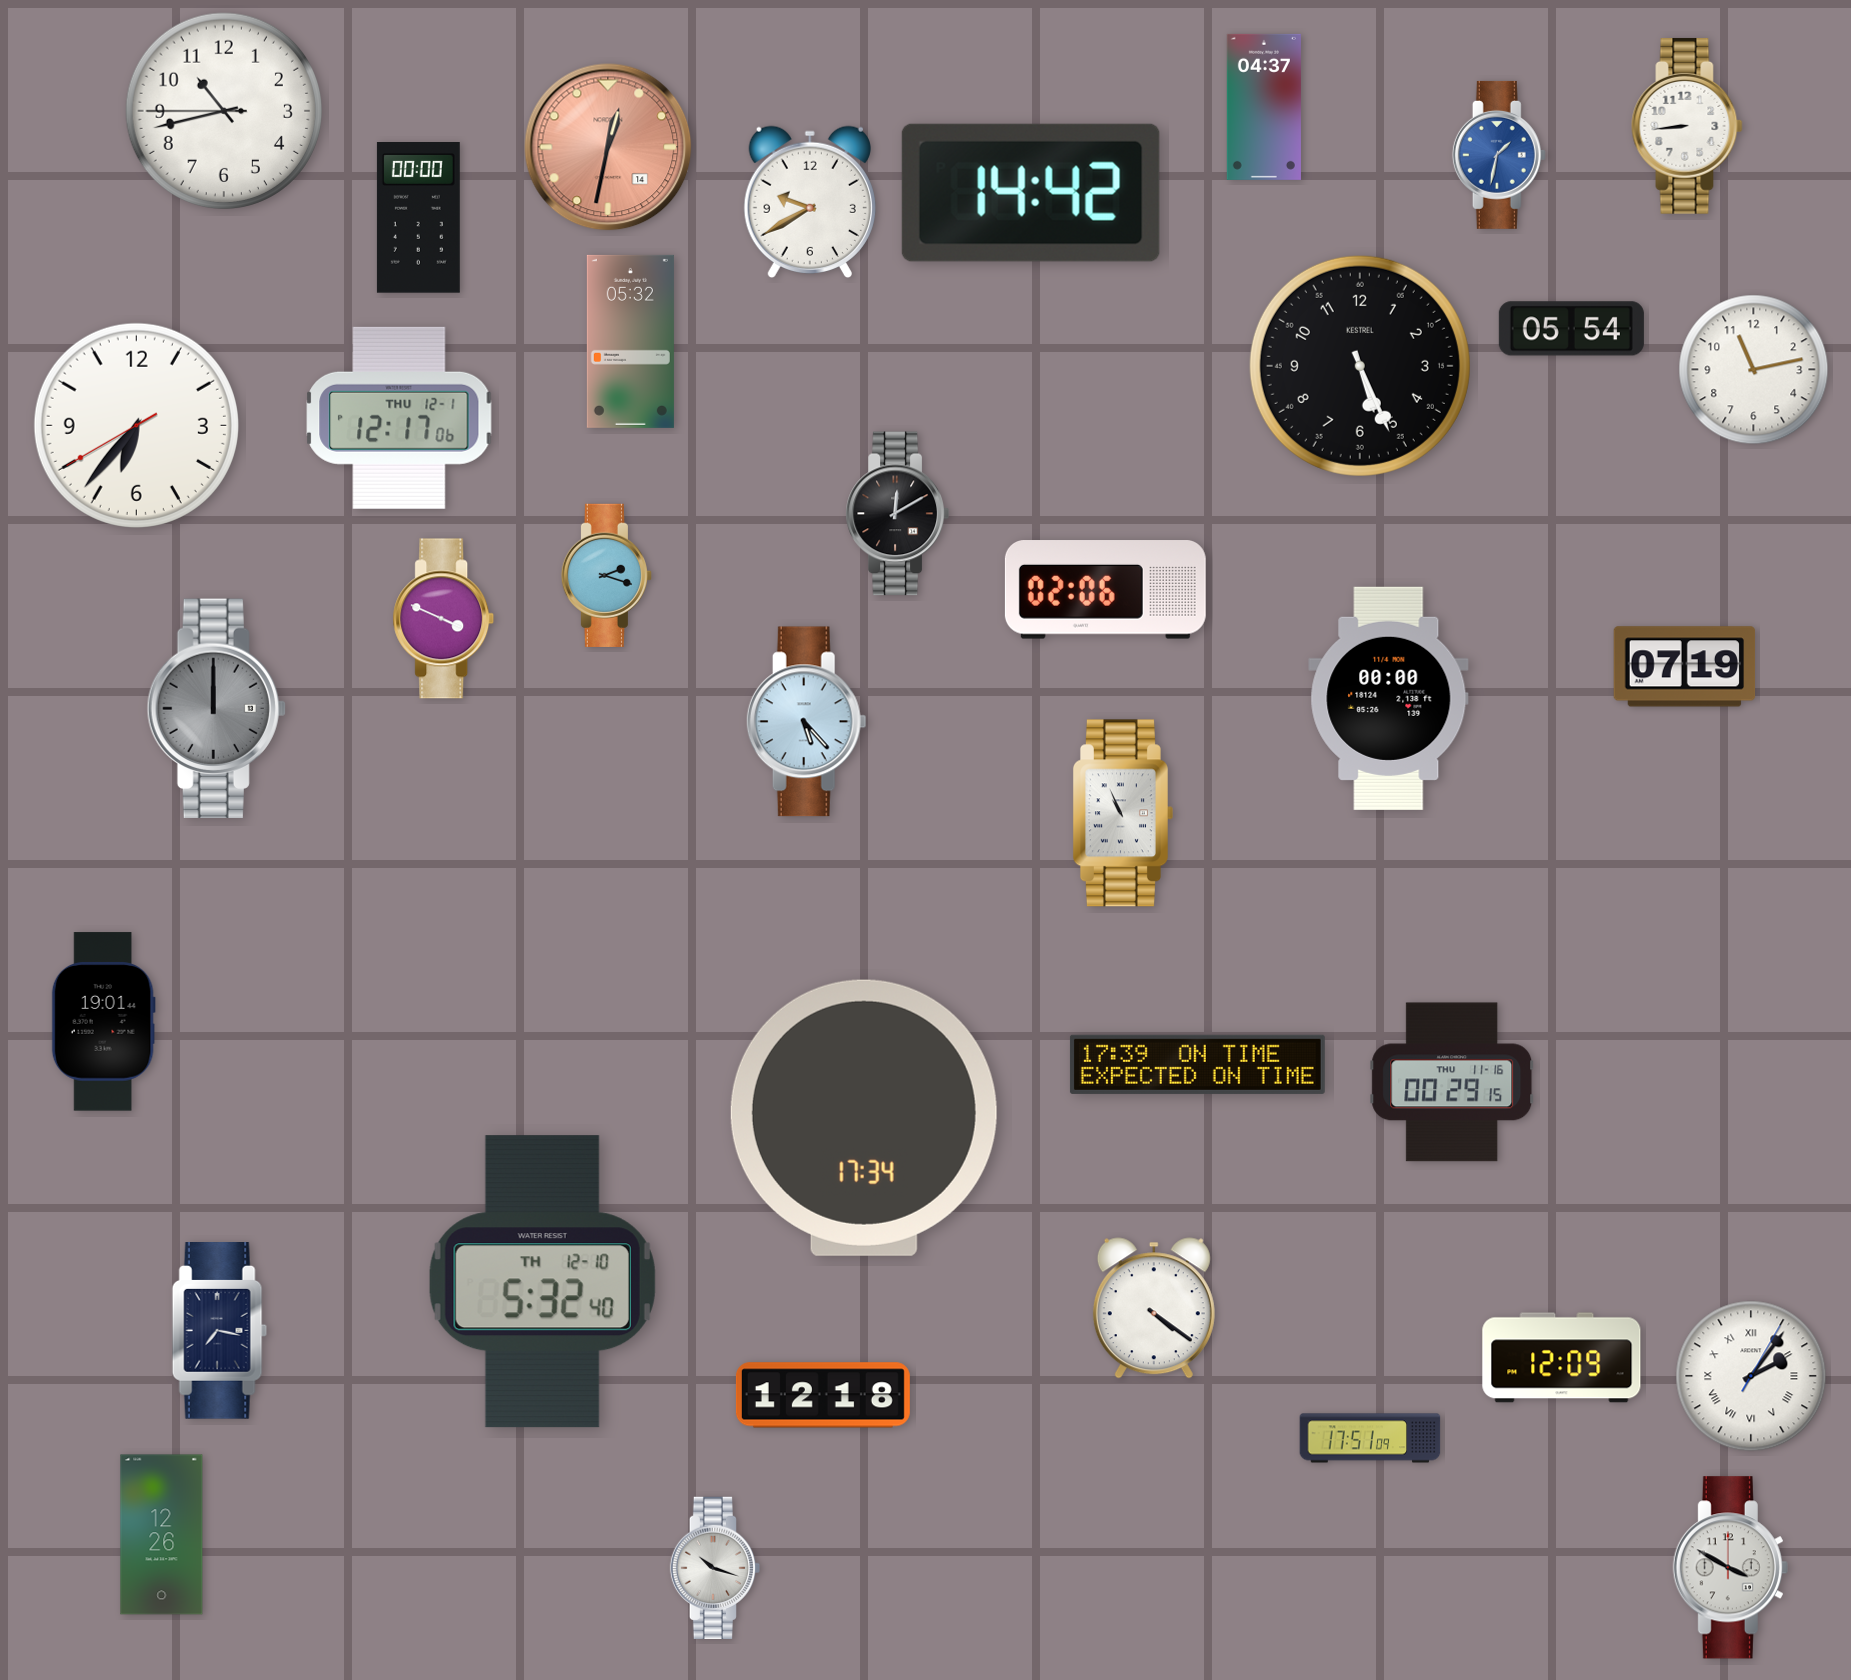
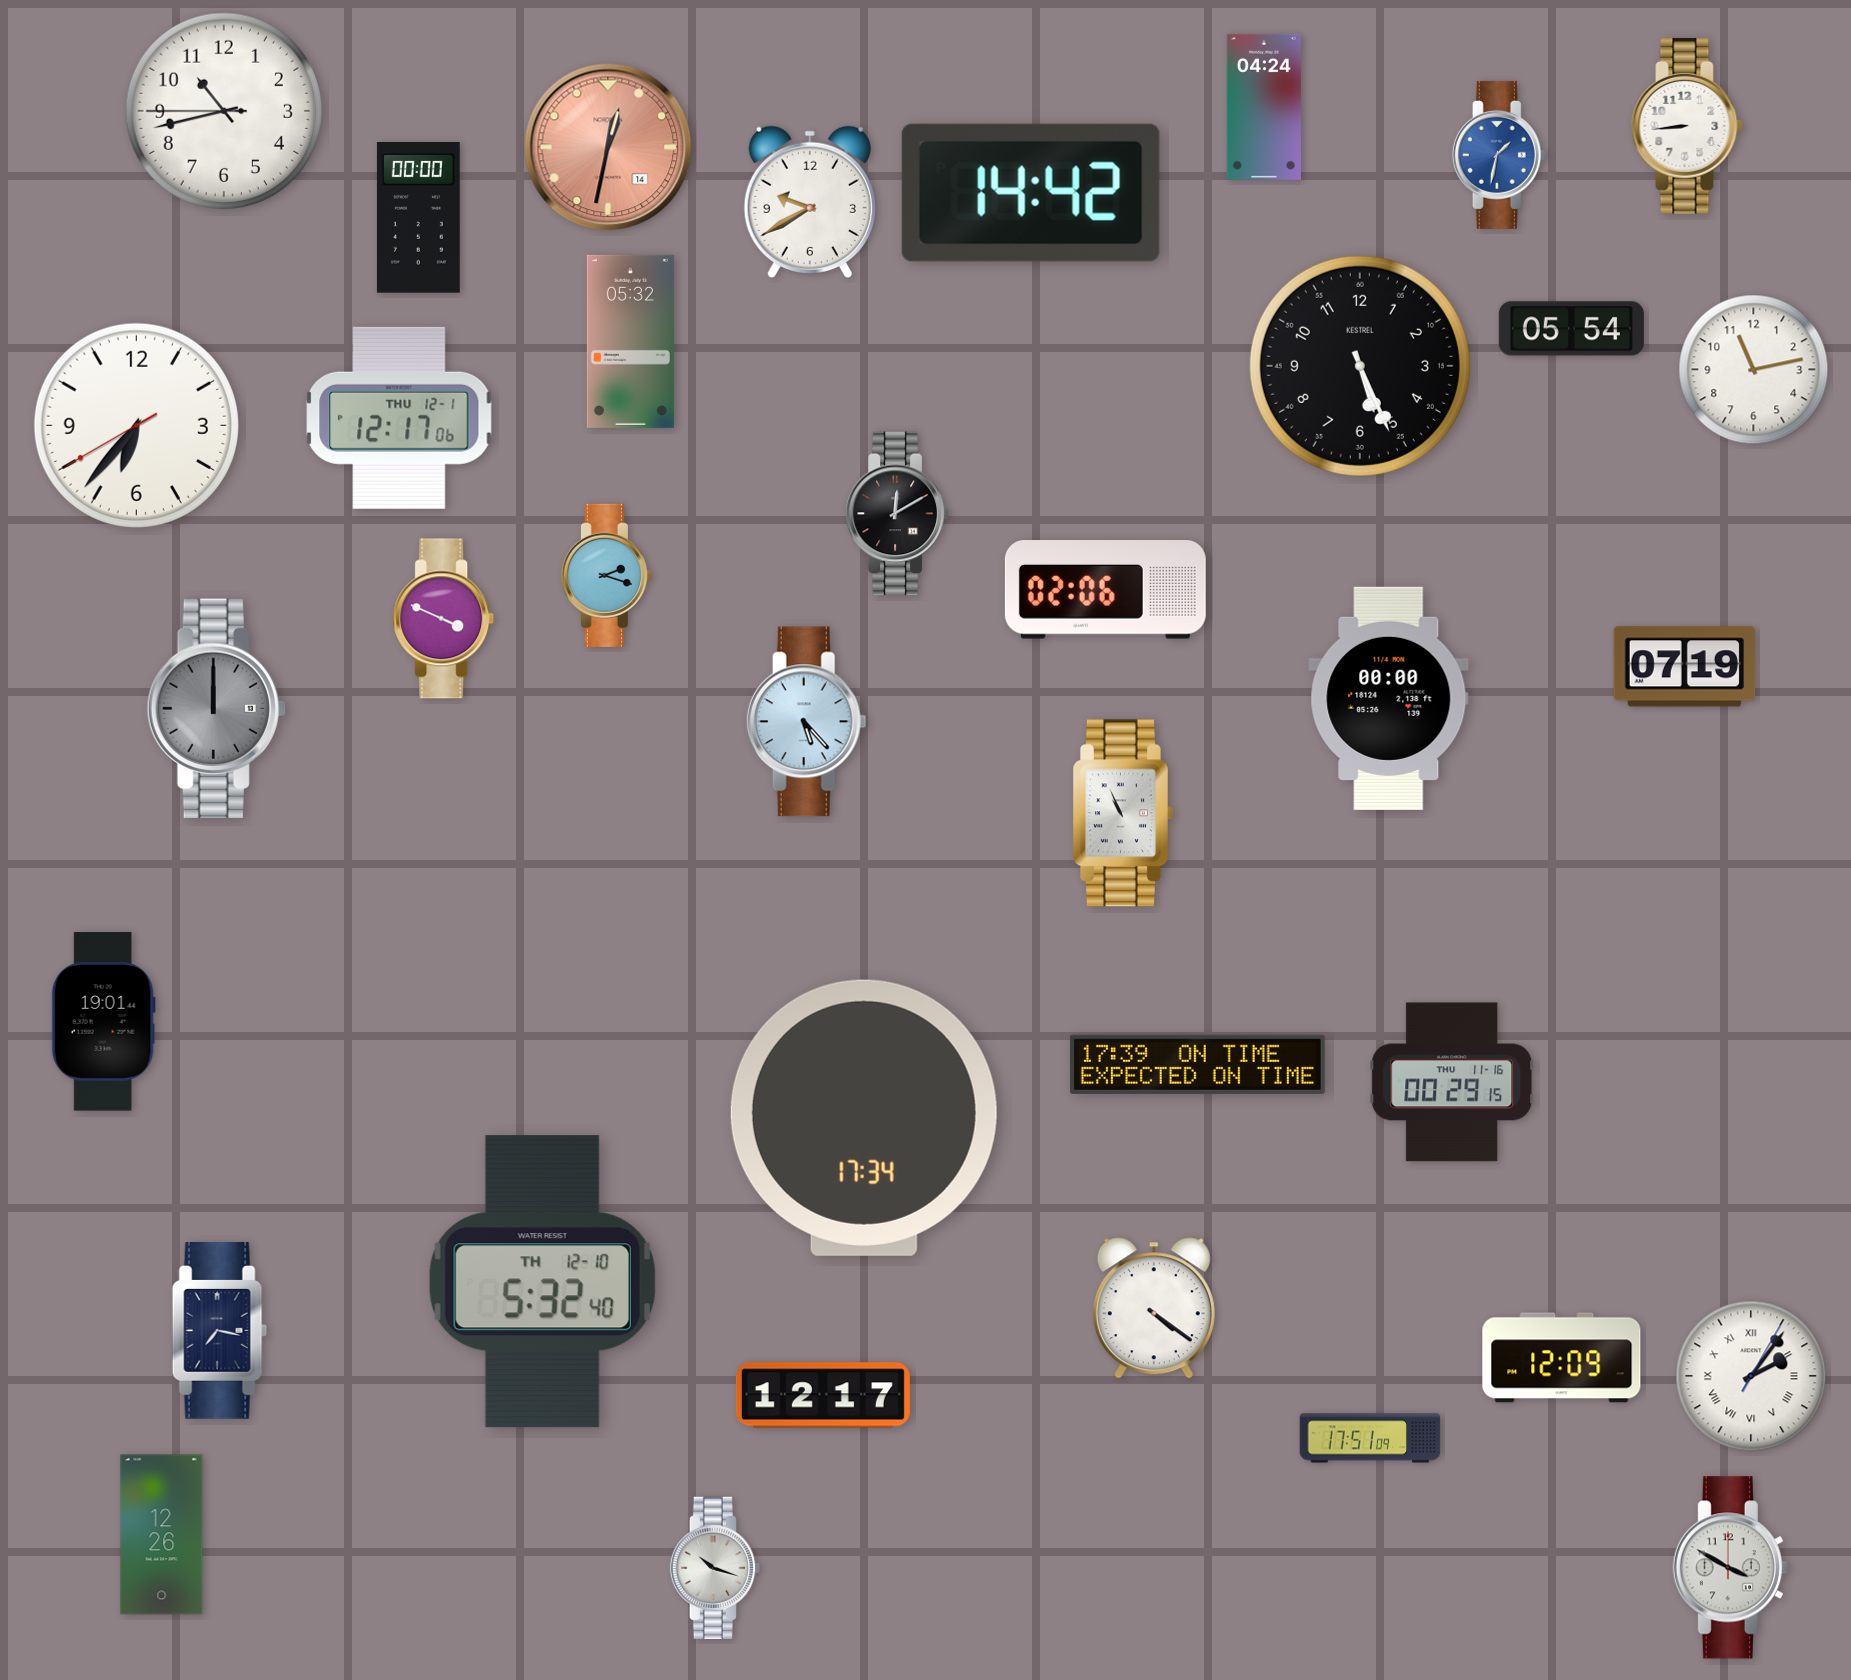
clock at (1264, 107): 04:37 -> 04:24
clock at (823, 1395): 12:18 -> 12:17
